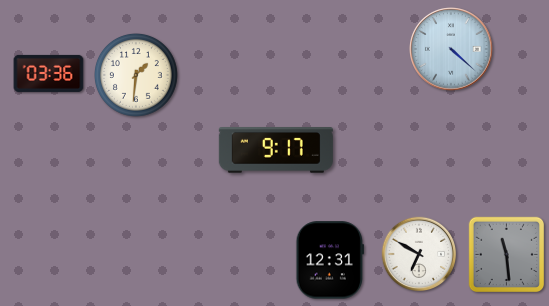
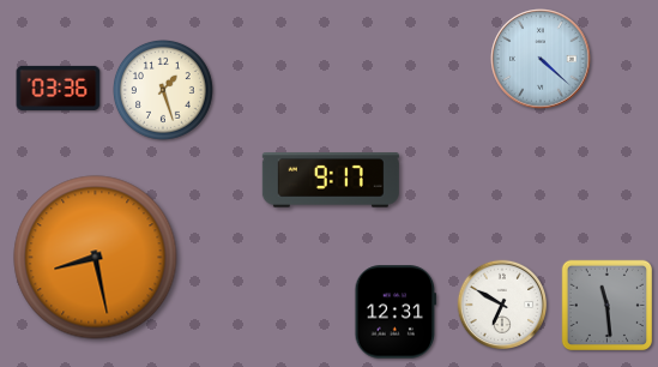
clock at (137, 76): 1:31 -> 1:27
clock at (96, 258): none -> 8:28
